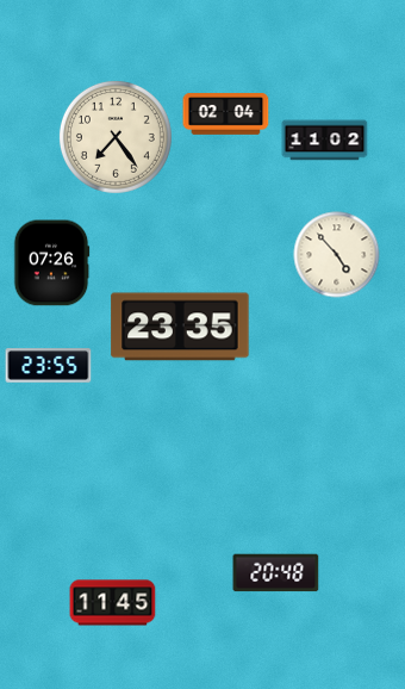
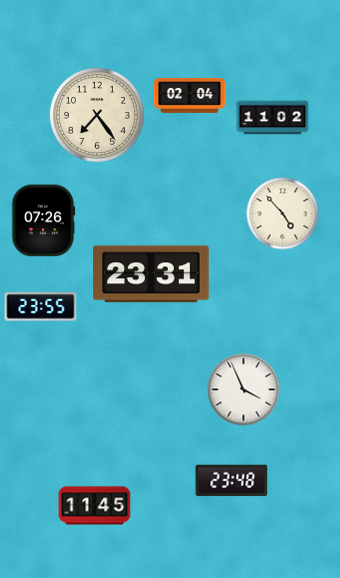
clock at (180, 327): 23:35 -> 23:31
clock at (244, 390): none -> 3:56
clock at (276, 573): 20:48 -> 23:48
